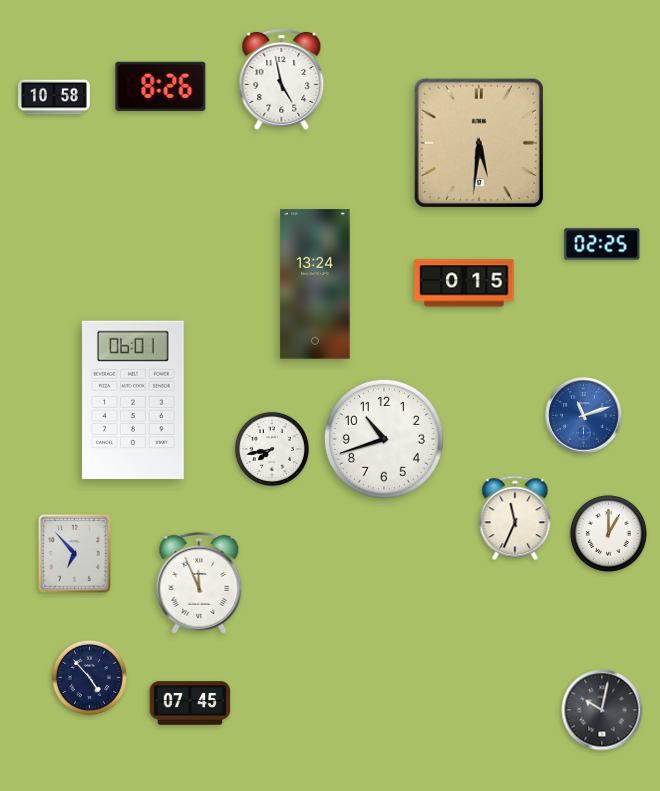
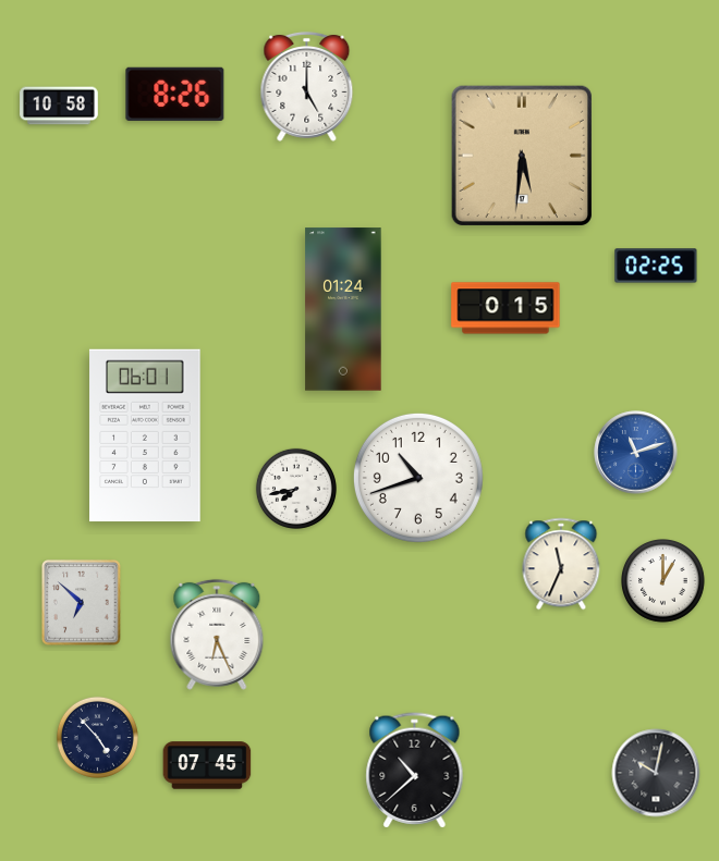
clock at (282, 79): 4:58 -> 5:00
clock at (315, 284): 13:24 -> 01:24
clock at (75, 554): 6:53 -> 6:52
clock at (199, 583): 11:56 -> 6:26
clock at (415, 771): none -> 10:38
